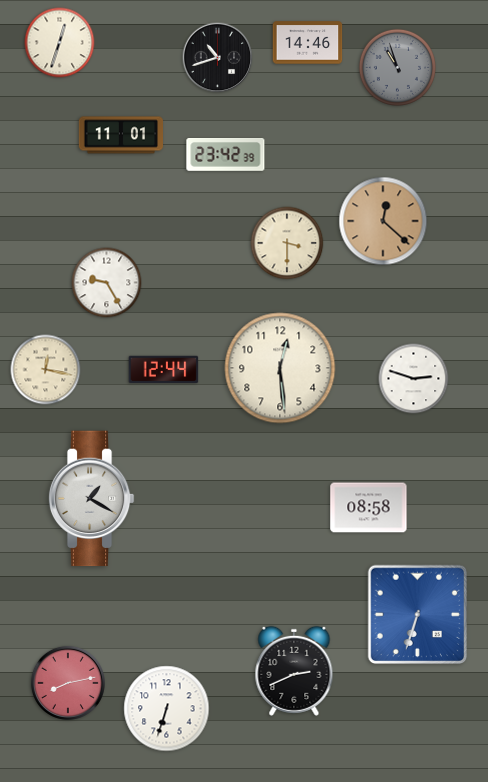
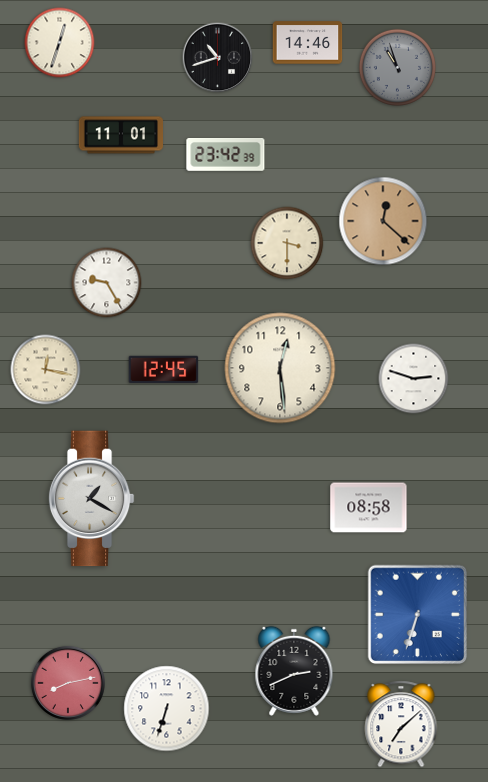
clock at (164, 370): 12:44 -> 12:45
clock at (401, 724): none -> 7:08
